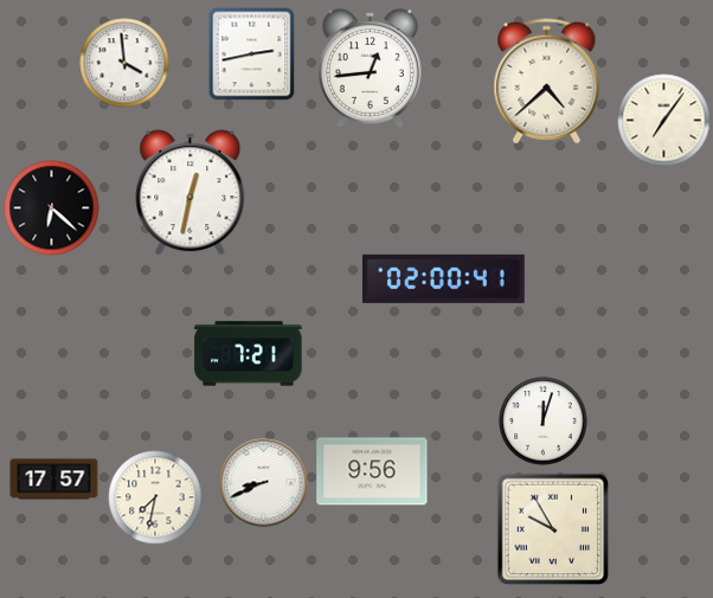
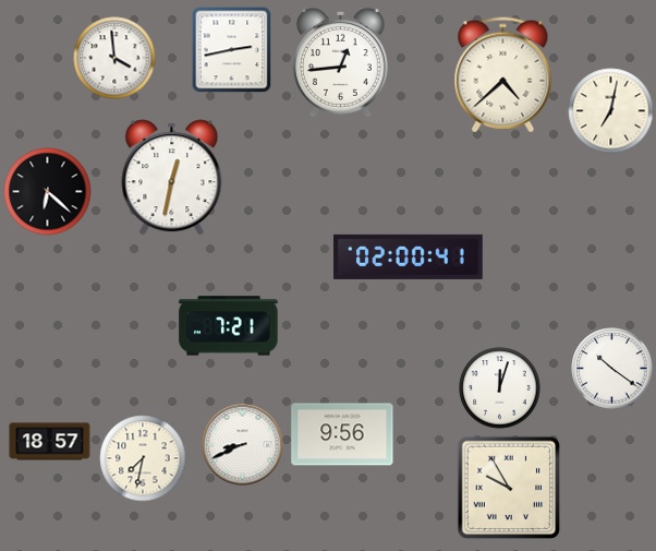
clock at (664, 121): 7:06 -> 7:02
clock at (191, 193) position: (191, 193) -> (172, 178)
clock at (612, 369): none -> 10:21
clock at (54, 480): 17:57 -> 18:57
